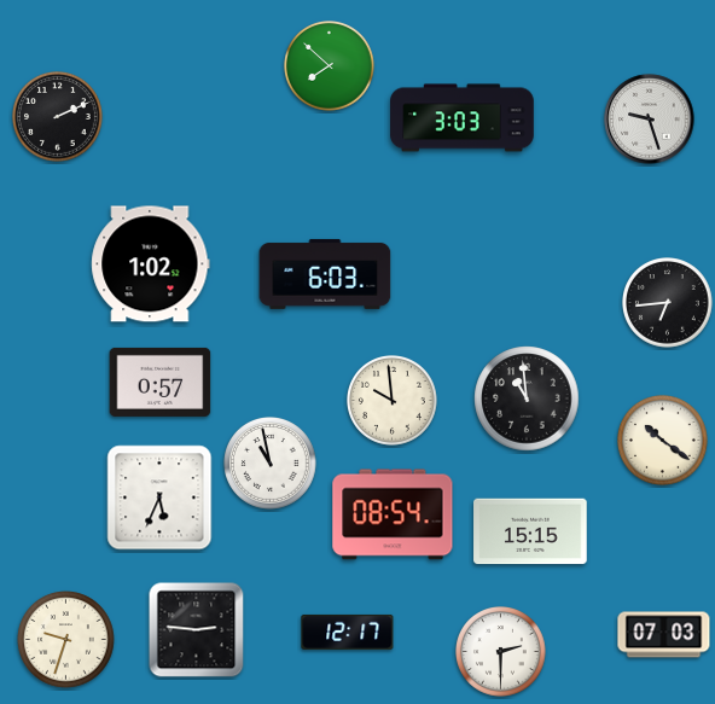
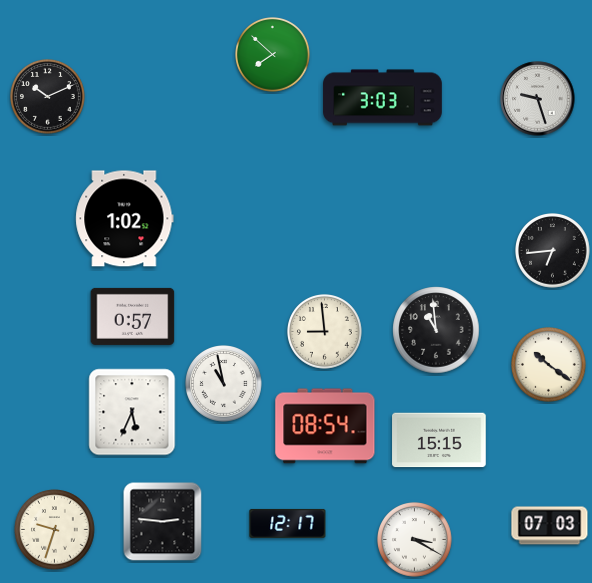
clock at (58, 117): 2:11 -> 10:11
clock at (325, 274): 6:03 -> none
clock at (393, 401): 9:59 -> 8:59
clock at (501, 652): 2:30 -> 3:20
